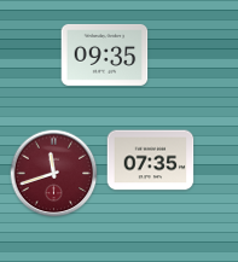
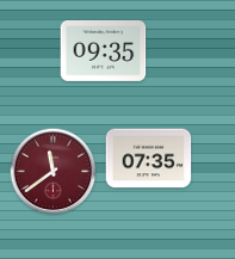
clock at (105, 54) position: (105, 54) -> (104, 50)
clock at (54, 174): 11:42 -> 11:39
